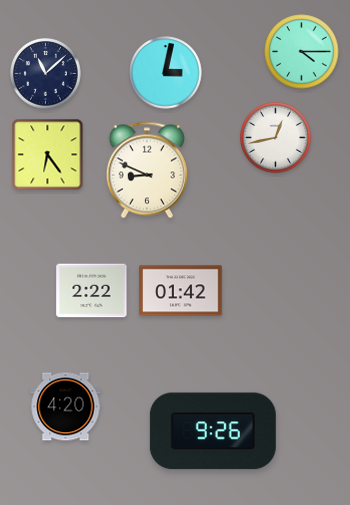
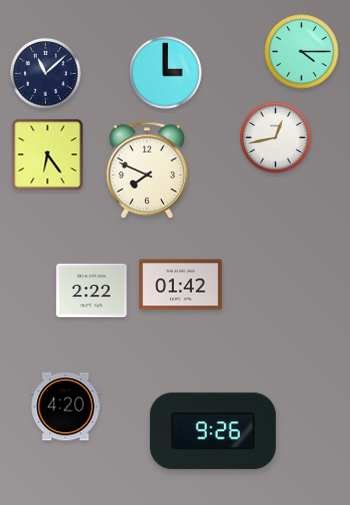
clock at (166, 73): 3:02 -> 3:00
clock at (147, 170): 8:49 -> 7:49
clock at (181, 291) position: (181, 291) -> (181, 285)
